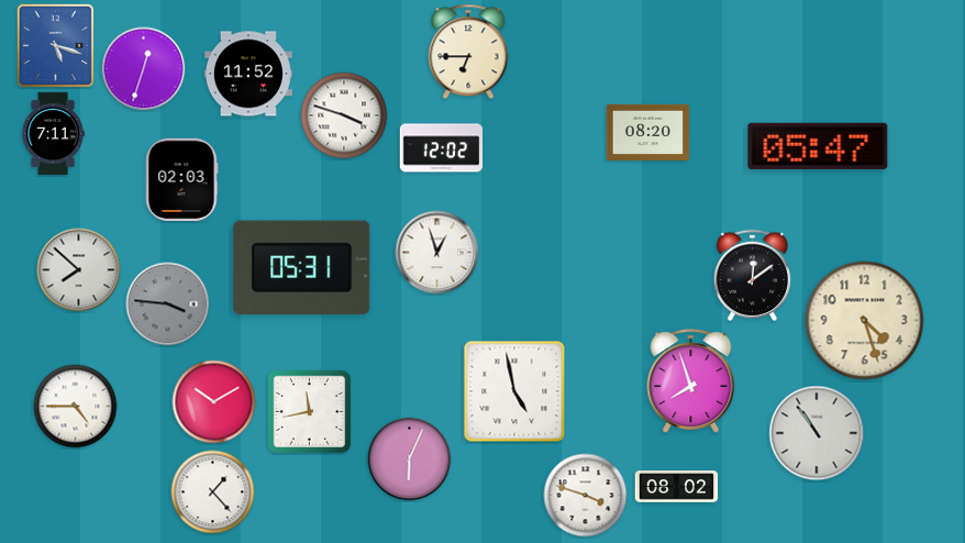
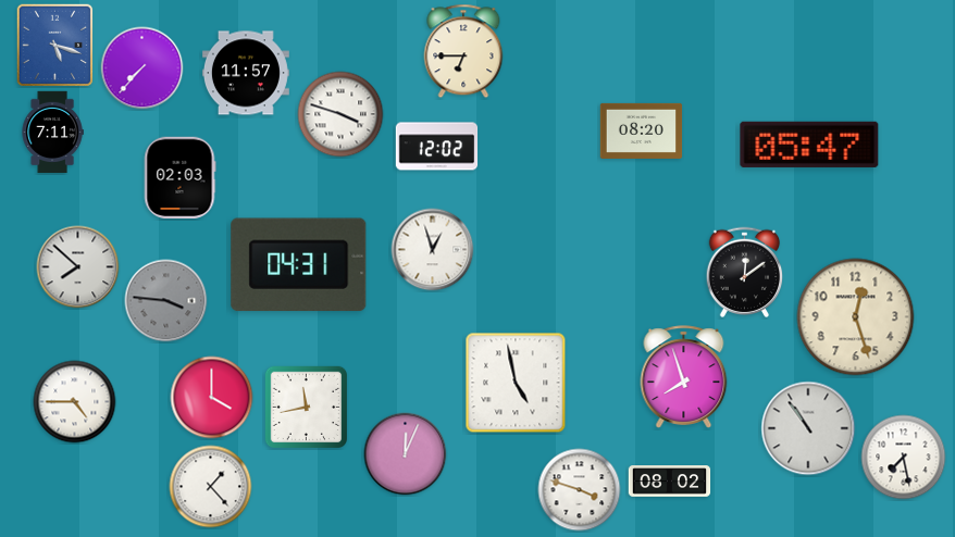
clock at (144, 69): 12:33 -> 7:37
clock at (248, 74): 11:52 -> 11:57
clock at (302, 268): 05:31 -> 04:31
clock at (865, 321): 4:27 -> 12:27
clock at (514, 391) position: (514, 391) -> (516, 383)
clock at (214, 402): 10:10 -> 4:00
clock at (410, 459): 6:04 -> 12:04
clock at (904, 458): none -> 7:28
